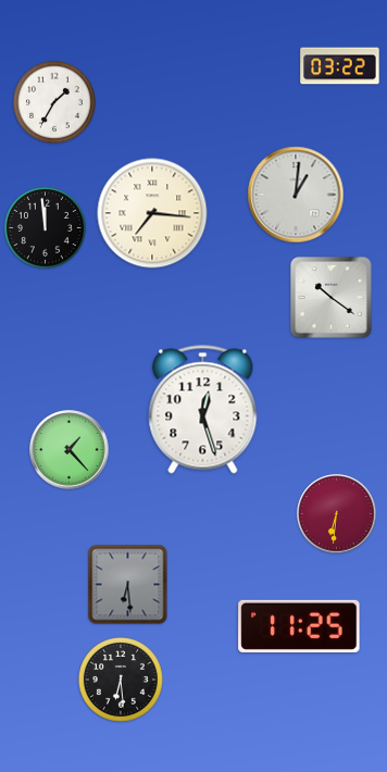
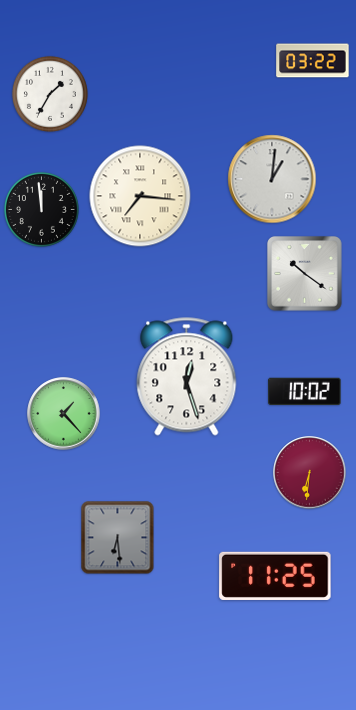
clock at (305, 391): none -> 10:02
clock at (122, 681): 6:29 -> none
